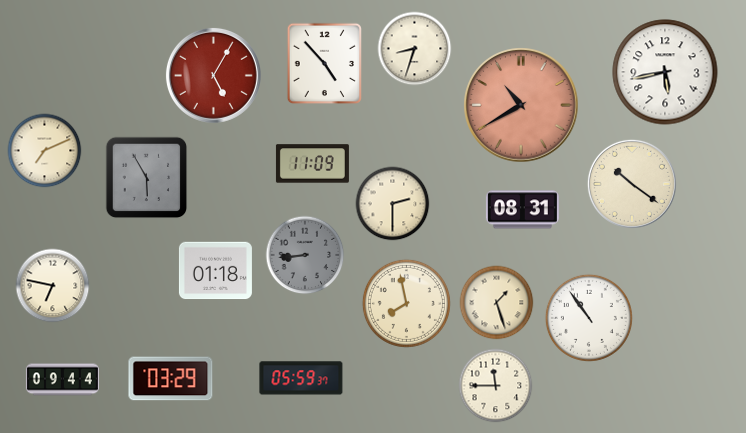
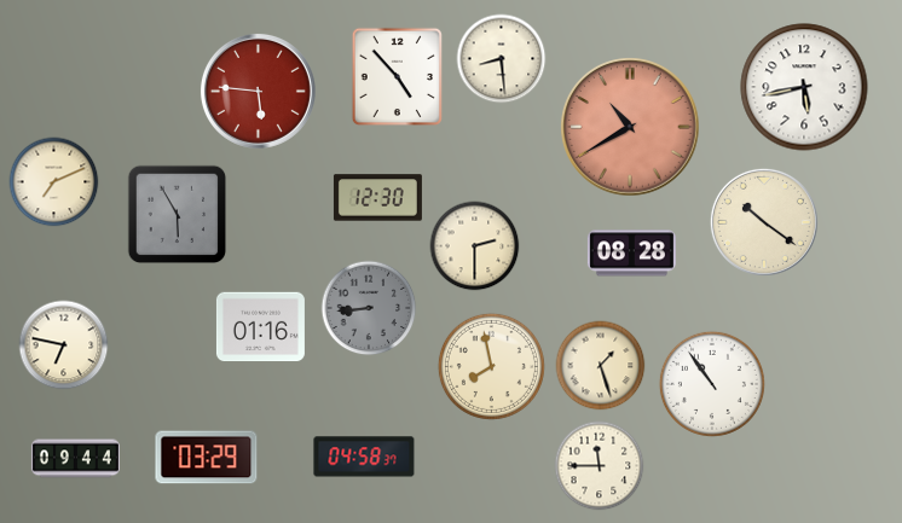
clock at (415, 49): 8:33 -> 8:29
clock at (324, 63) position: (324, 63) -> (397, 76)
clock at (213, 75): 5:05 -> 5:46
clock at (312, 164): 11:09 -> 12:30
clock at (522, 210): 08:31 -> 08:28
clock at (215, 271): 01:18 -> 01:16
clock at (301, 378): 05:59 -> 04:58
